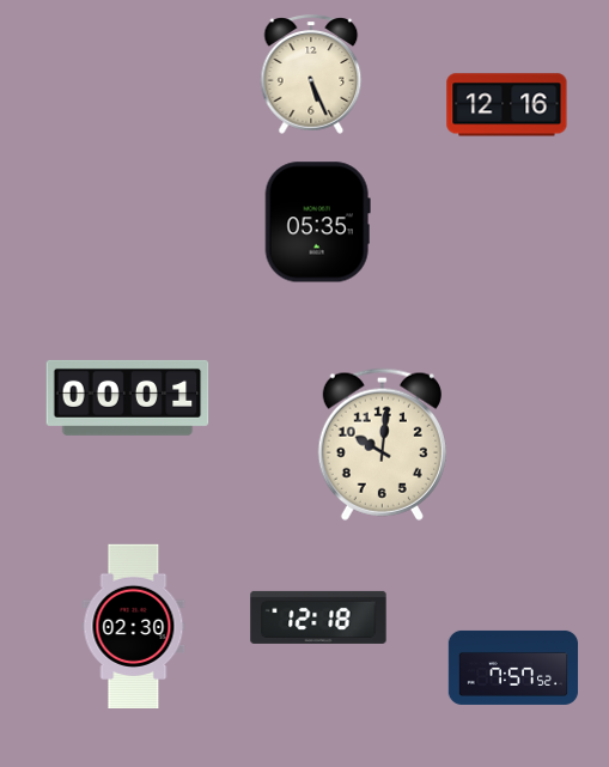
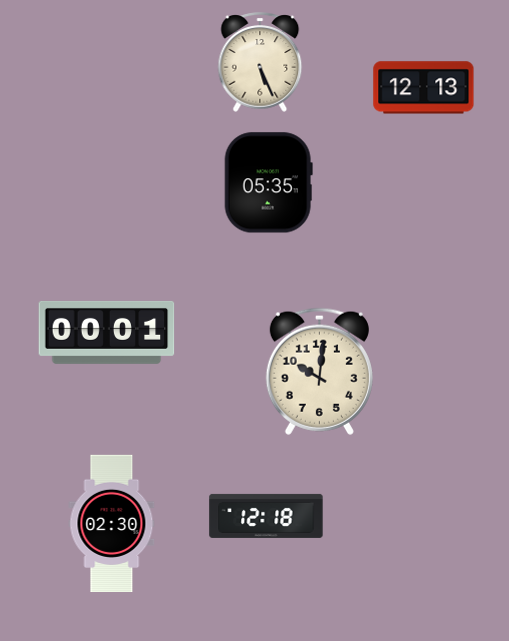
clock at (507, 105): 12:16 -> 12:13
clock at (317, 223) position: (317, 223) -> (268, 183)
clock at (513, 668): 7:57 -> none
